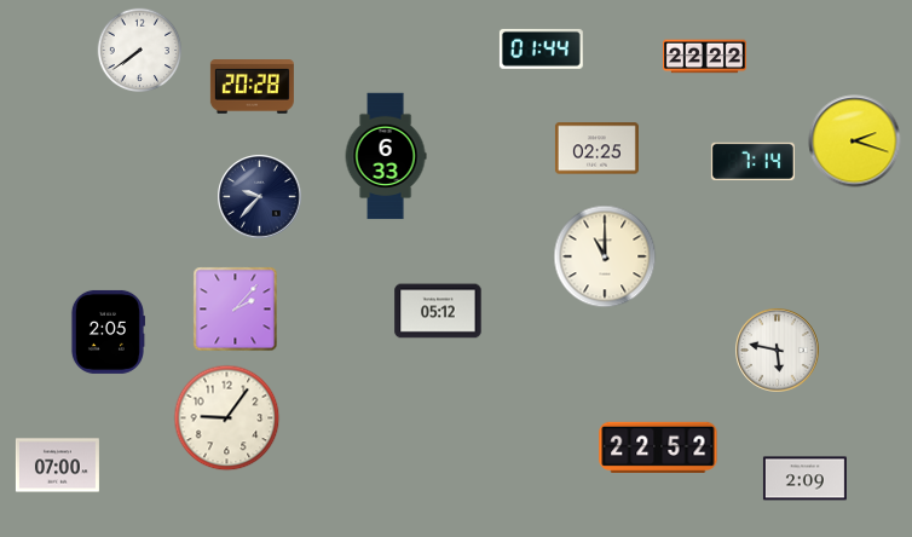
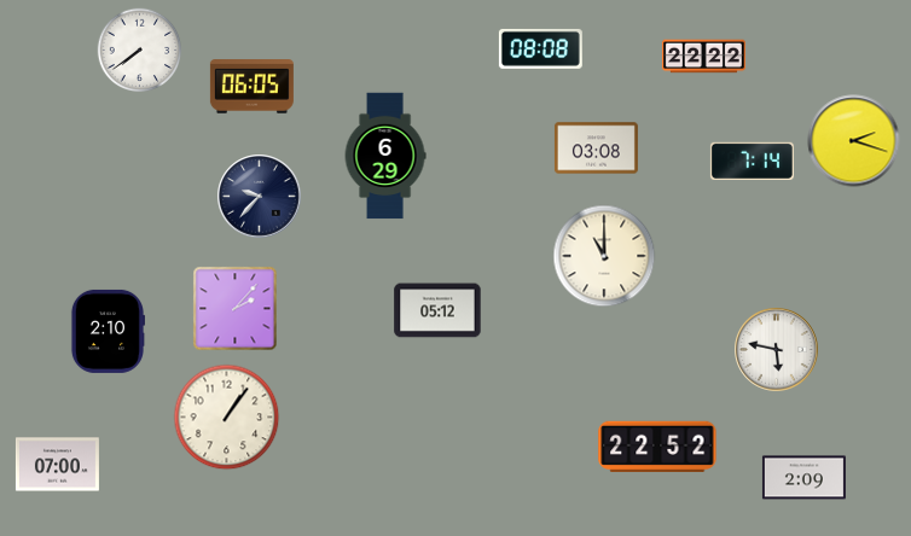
clock at (541, 48): 01:44 -> 08:08
clock at (252, 87): 20:28 -> 06:05
clock at (596, 149): 02:25 -> 03:08
clock at (386, 156): 6:33 -> 6:29
clock at (106, 331): 2:05 -> 2:10
clock at (227, 418): 9:06 -> 1:06
